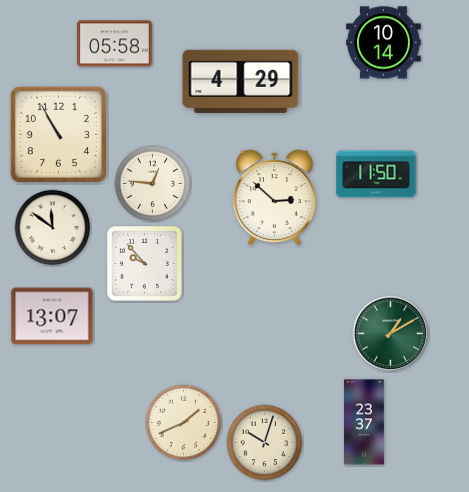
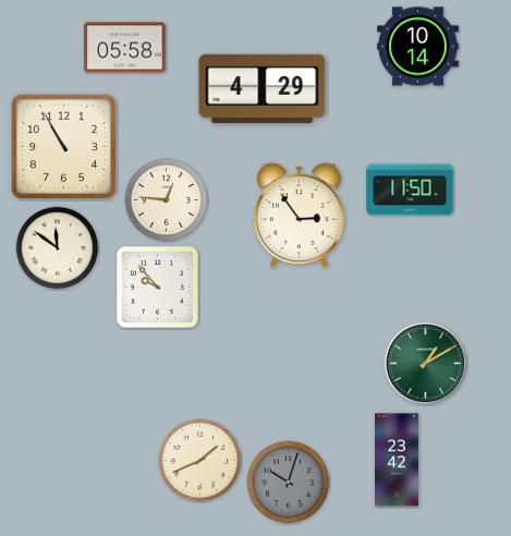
clock at (274, 197): 2:52 -> 2:54
clock at (52, 316): 13:07 -> none
clock at (365, 422): 23:37 -> 23:42
clock at (265, 443) dial: cream -> grey
